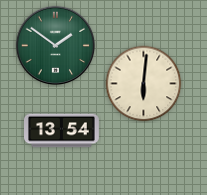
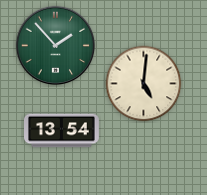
clock at (56, 46): 1:51 -> 1:53
clock at (144, 84): 6:01 -> 5:01
